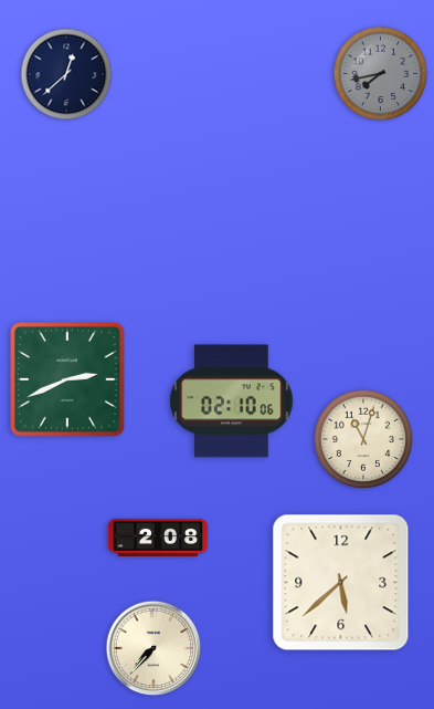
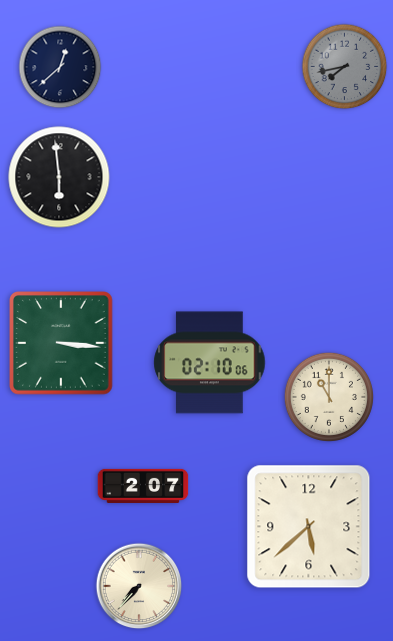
clock at (59, 177): none -> 5:59
clock at (67, 379): 2:41 -> 3:16
clock at (363, 439): 11:03 -> 11:00
clock at (158, 538): 2:08 -> 2:07
